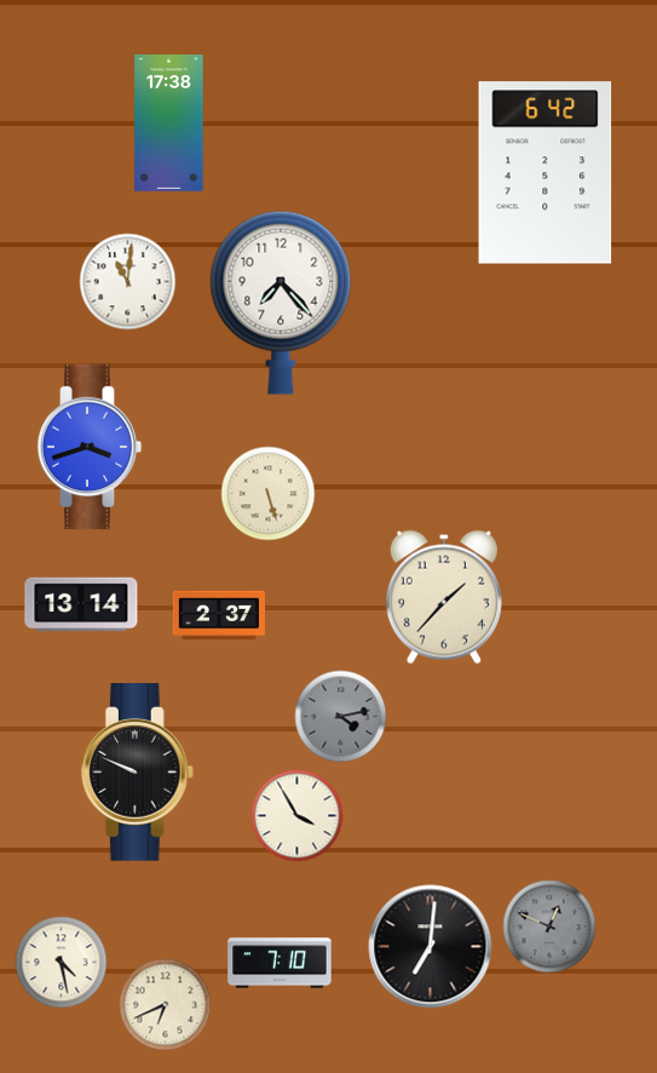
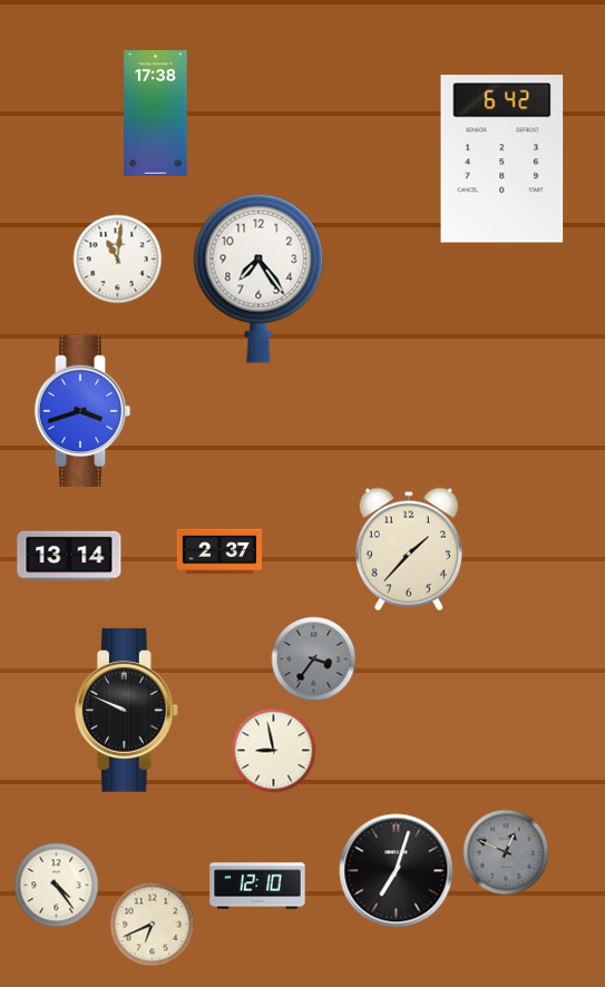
clock at (281, 303): 7:23 -> 7:24
clock at (269, 494): 5:27 -> none
clock at (81, 604) position: (81, 604) -> (69, 556)
clock at (218, 615) position: (218, 615) -> (218, 551)
clock at (341, 717): 4:13 -> 3:36
clock at (298, 816): 3:55 -> 8:58
clock at (431, 947): 7:01 -> 7:03
clock at (62, 963): 4:28 -> 4:24
clock at (279, 963): 7:10 -> 12:10
